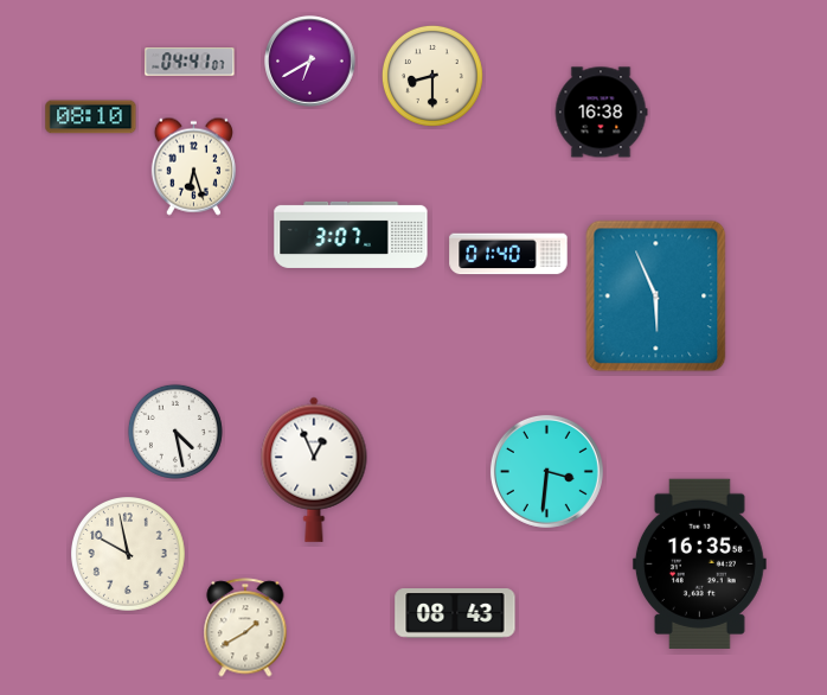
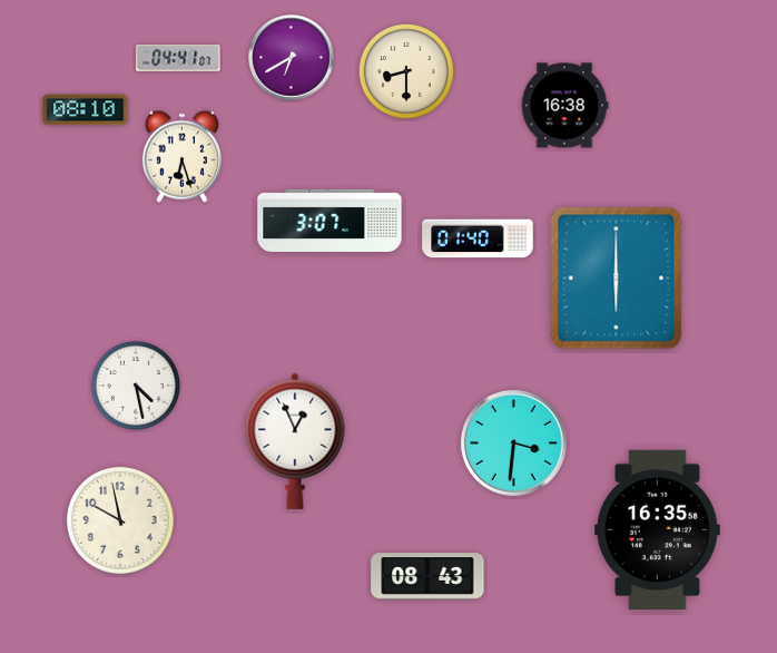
clock at (656, 297): 5:56 -> 6:00
clock at (175, 432) position: (175, 432) -> (136, 386)
clock at (245, 627): 1:40 -> none
